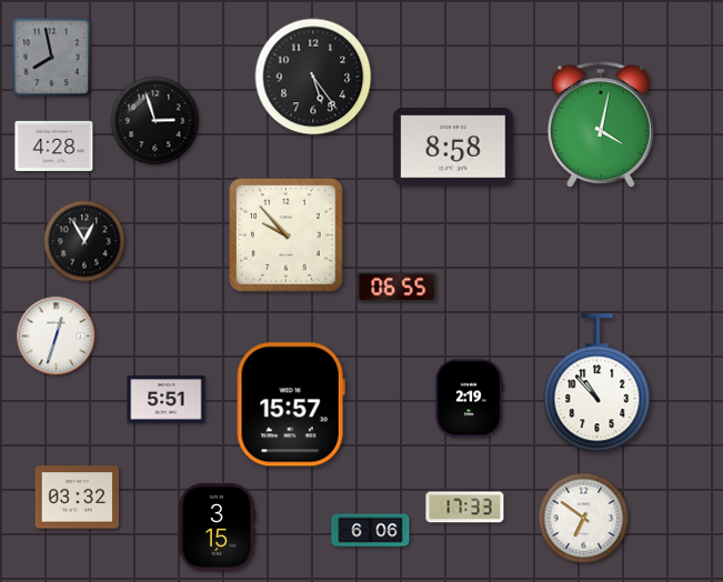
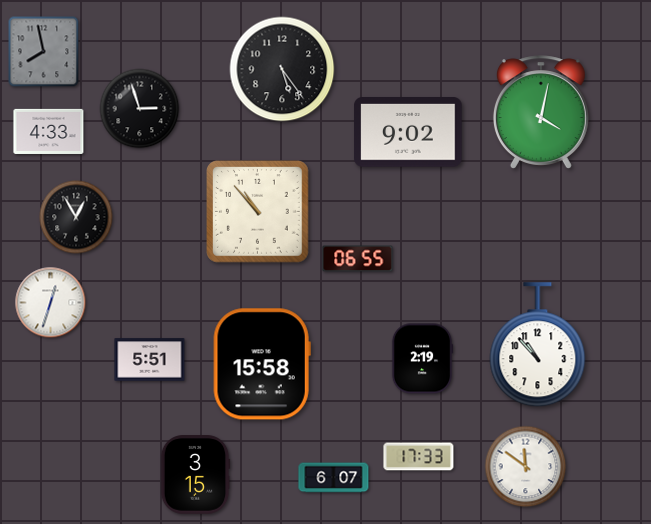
clock at (52, 58) position: (52, 58) -> (44, 52)
clock at (54, 145): 4:28 -> 4:33
clock at (453, 148): 8:58 -> 9:02
clock at (287, 235): 9:53 -> 10:53
clock at (291, 404): 15:57 -> 15:58
clock at (78, 498): 03:32 -> none
clock at (584, 519): 6:51 -> 11:51
clock at (371, 531): 6:06 -> 6:07
